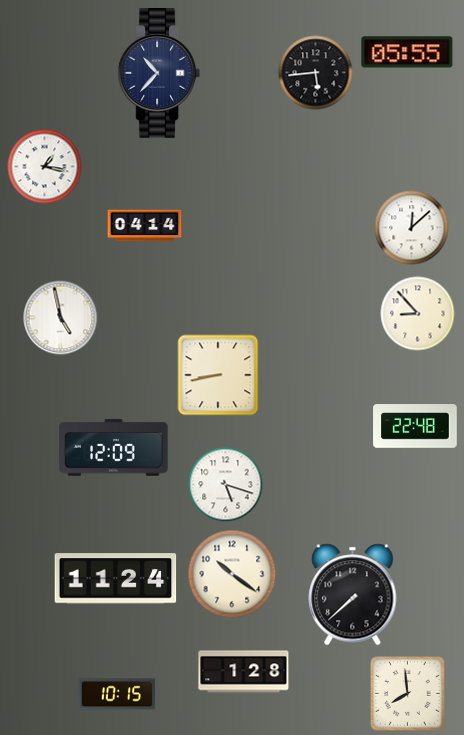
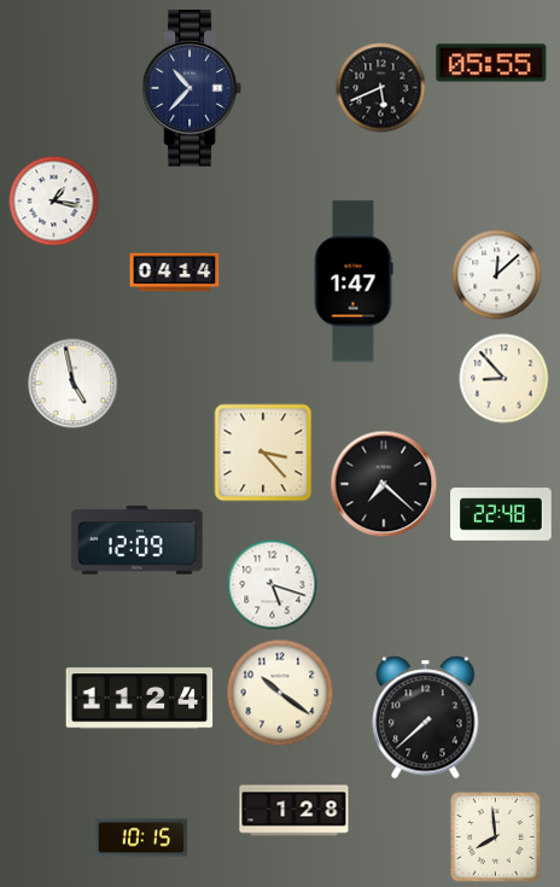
clock at (316, 73): 5:44 -> 5:41
clock at (354, 281): none -> 1:47
clock at (218, 375): 8:43 -> 3:23
clock at (384, 484): none -> 7:22
clock at (408, 694) position: (408, 694) -> (496, 838)
